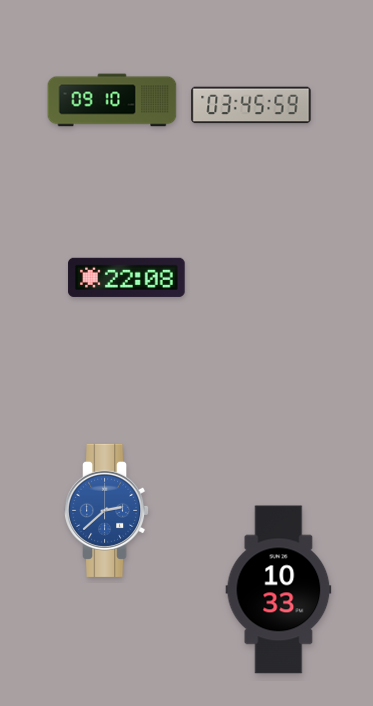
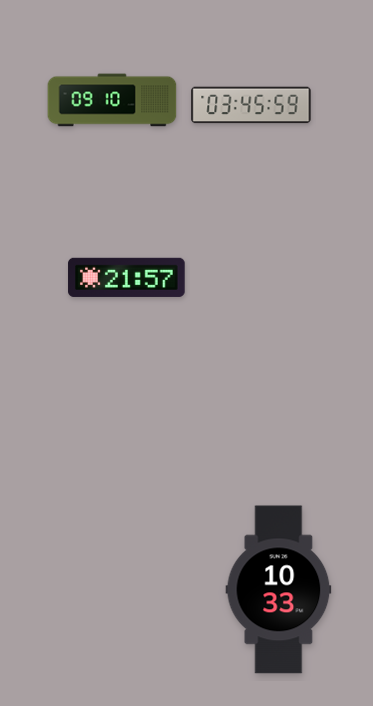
clock at (127, 277): 22:08 -> 21:57
clock at (107, 510): 2:38 -> none
